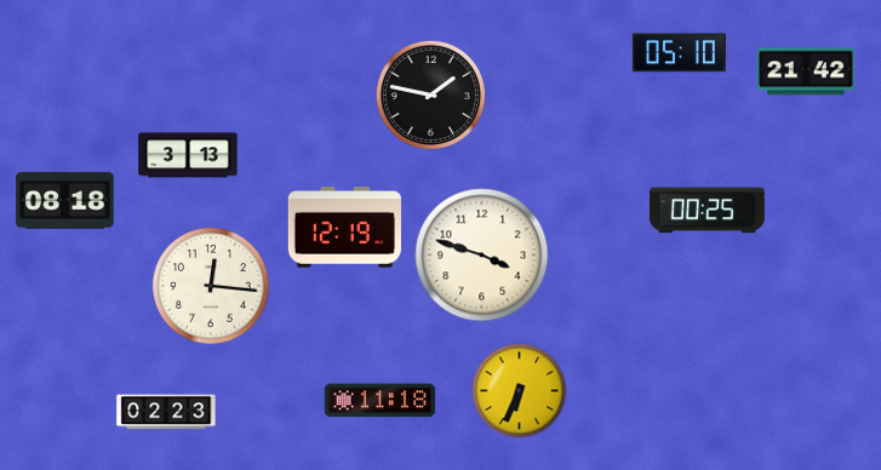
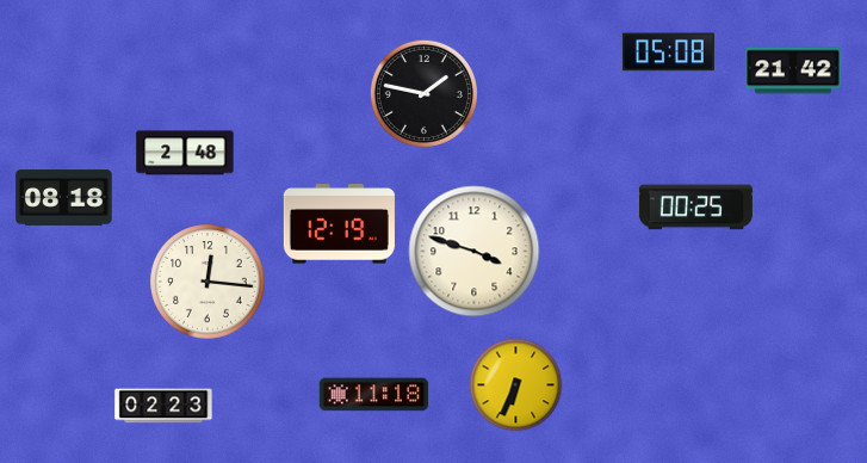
clock at (679, 53): 05:10 -> 05:08
clock at (188, 155): 3:13 -> 2:48
clock at (520, 391) position: (520, 391) -> (516, 385)
